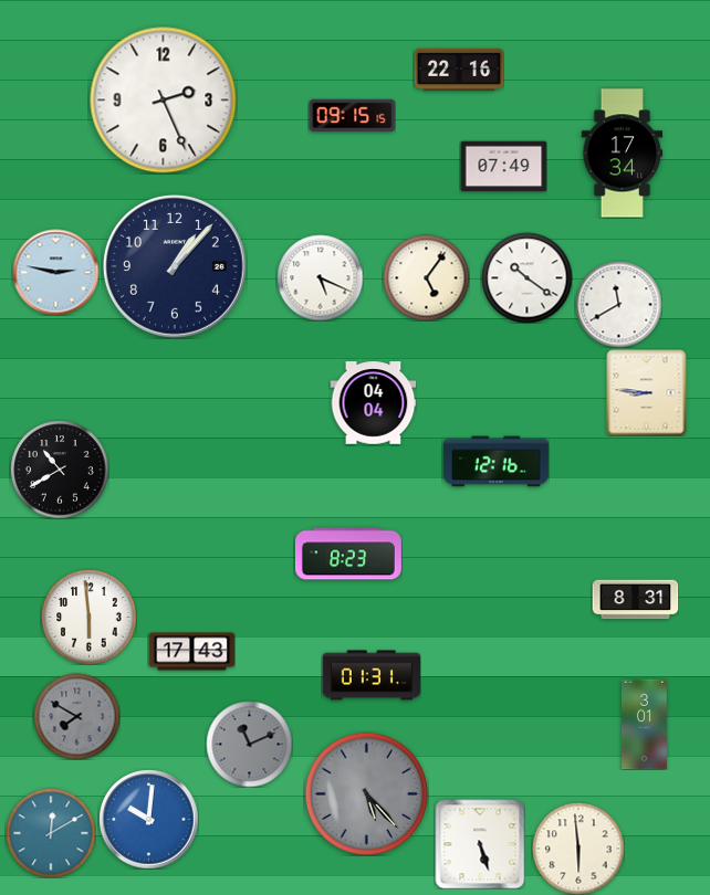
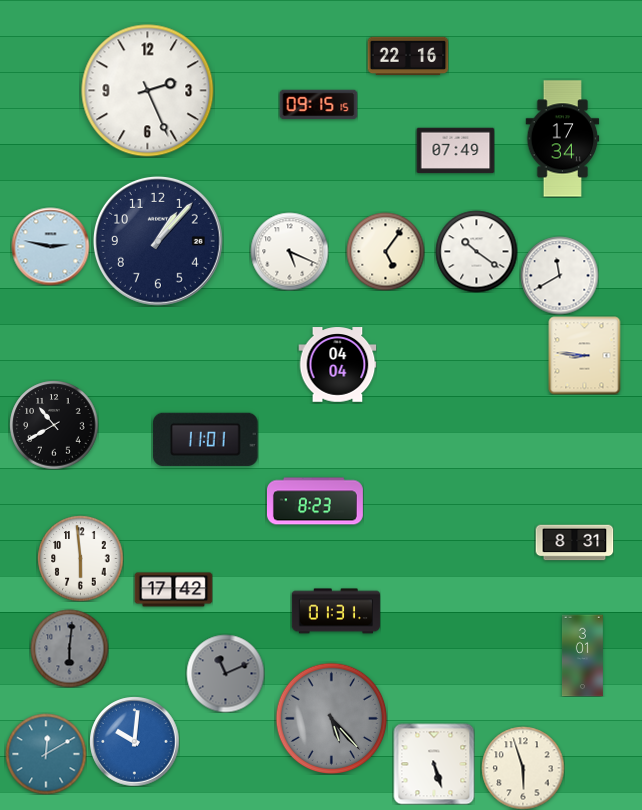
clock at (459, 70) position: (459, 70) -> (408, 56)
clock at (495, 462): 12:16 -> none
clock at (206, 439): none -> 11:01
clock at (191, 652): 17:43 -> 17:42
clock at (76, 716): 7:50 -> 6:01
clock at (578, 849): 5:59 -> 5:57
